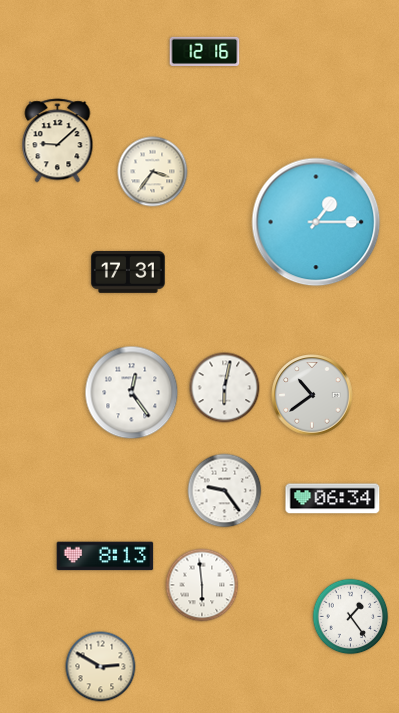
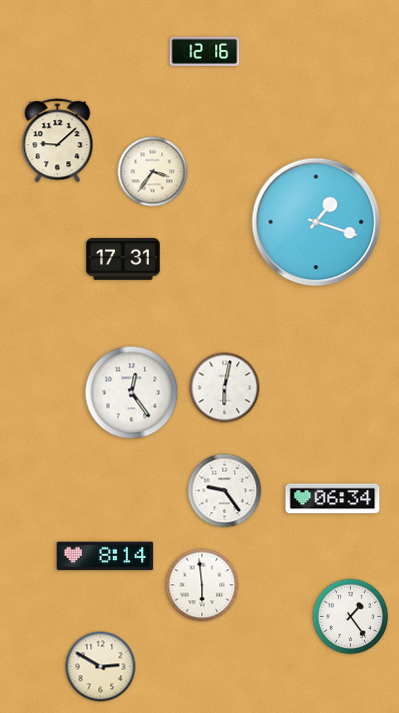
clock at (316, 222): 1:15 -> 1:18
clock at (128, 272) position: (128, 272) -> (123, 259)
clock at (312, 395): 10:39 -> none
clock at (105, 556): 8:13 -> 8:14
